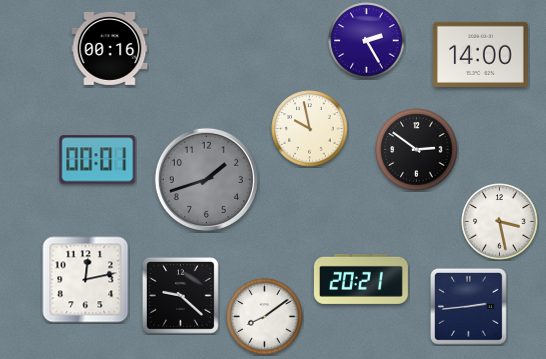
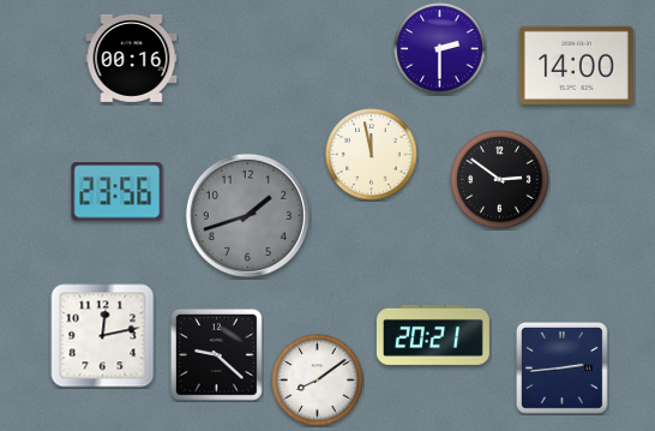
clock at (367, 41): 2:25 -> 2:30
clock at (310, 129): 9:58 -> 11:58
clock at (98, 160): 00:01 -> 23:56
clock at (500, 222): 3:28 -> none
